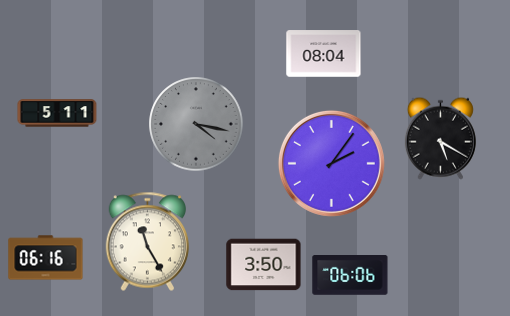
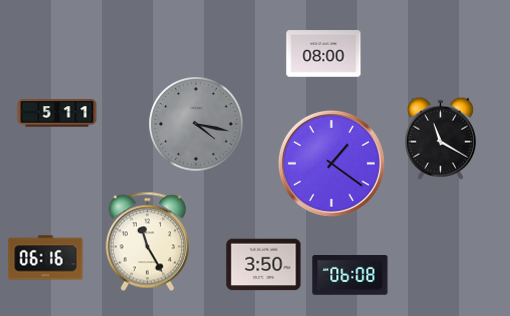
clock at (324, 54): 08:04 -> 08:00
clock at (440, 138): 5:20 -> 11:20
clock at (331, 163): 2:06 -> 1:21
clock at (350, 276): 06:06 -> 06:08
